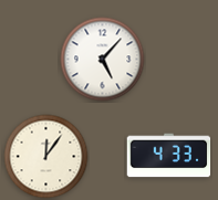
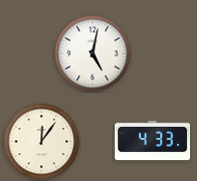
clock at (103, 60): 5:07 -> 5:02
